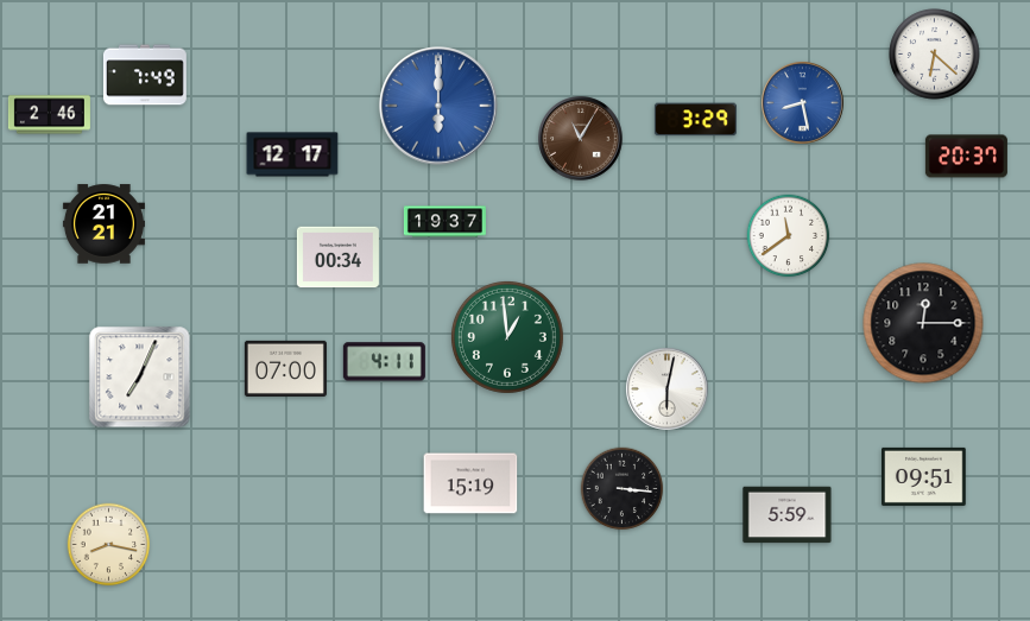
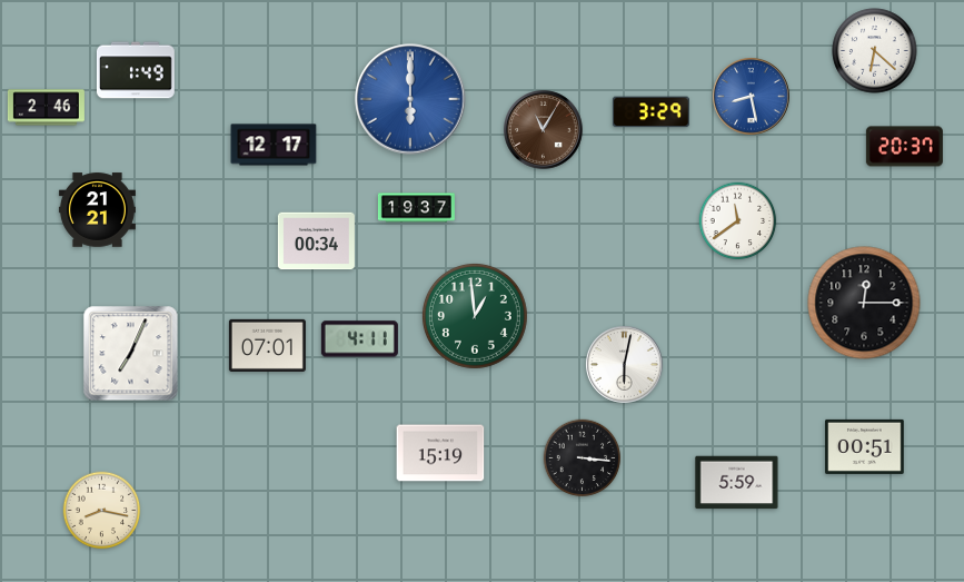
clock at (145, 75): 7:49 -> 1:49
clock at (285, 368): 07:00 -> 07:01
clock at (924, 476): 09:51 -> 00:51
